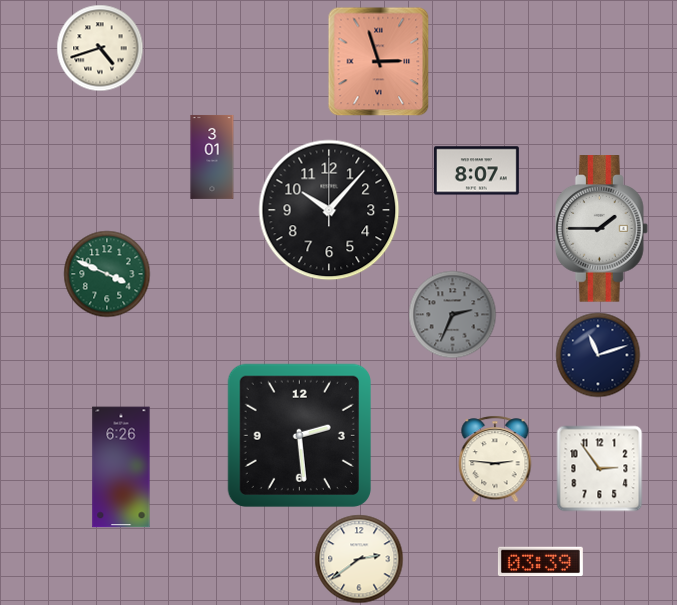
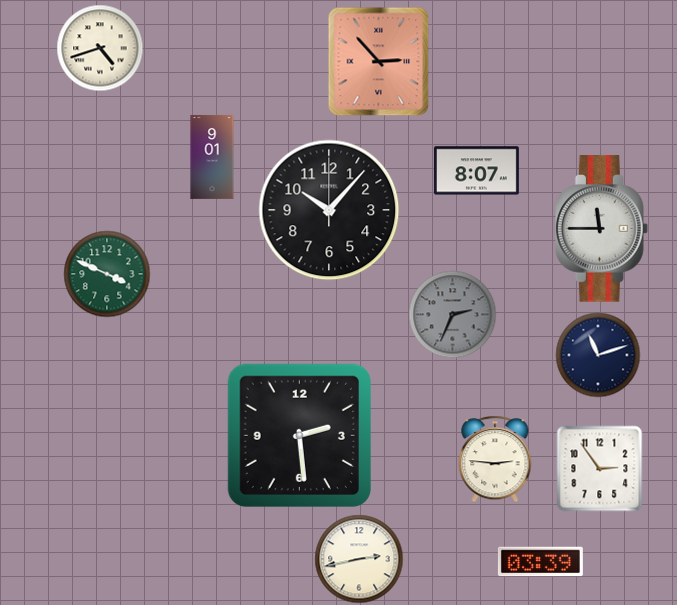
clock at (379, 61): 2:57 -> 2:53
clock at (212, 157): 3:01 -> 9:01
clock at (601, 229): 1:45 -> 11:45
clock at (121, 467): 6:26 -> none
clock at (359, 559): 2:39 -> 2:43
